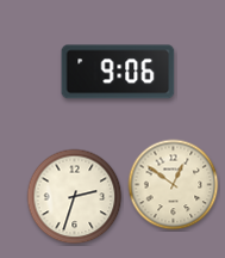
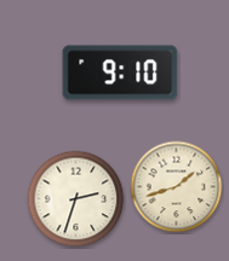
clock at (118, 72): 9:06 -> 9:10
clock at (174, 185): 12:51 -> 1:42
